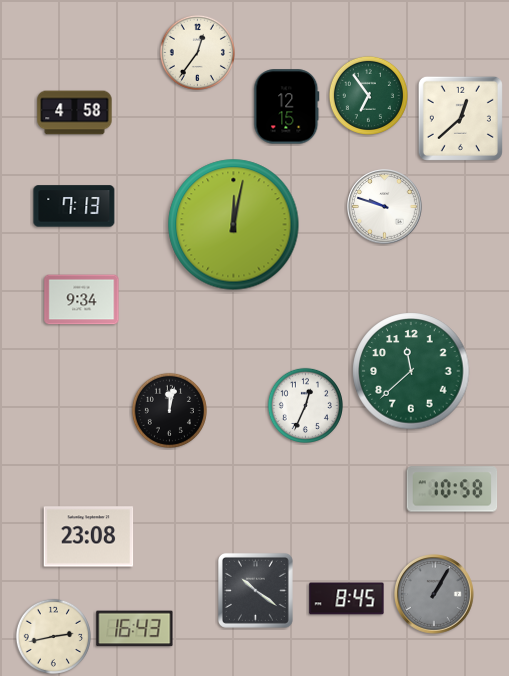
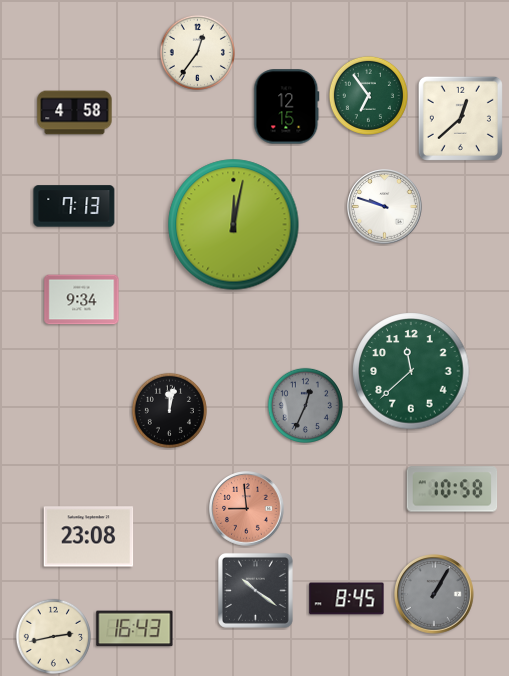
clock at (305, 405) dial: white -> grey
clock at (247, 509): none -> 8:59
